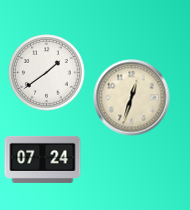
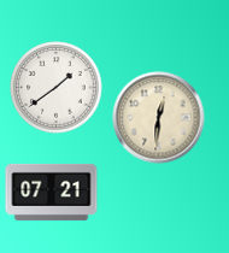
clock at (132, 98): 12:33 -> 12:31
clock at (43, 159): 07:24 -> 07:21
